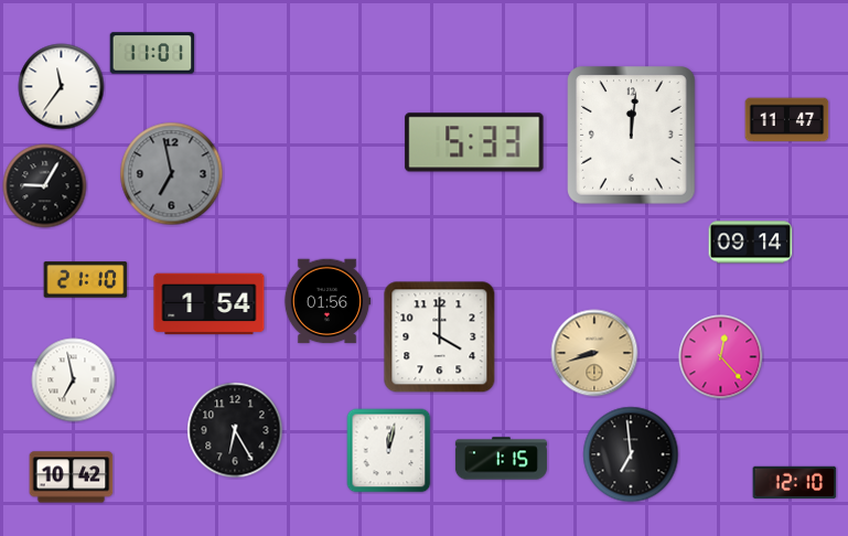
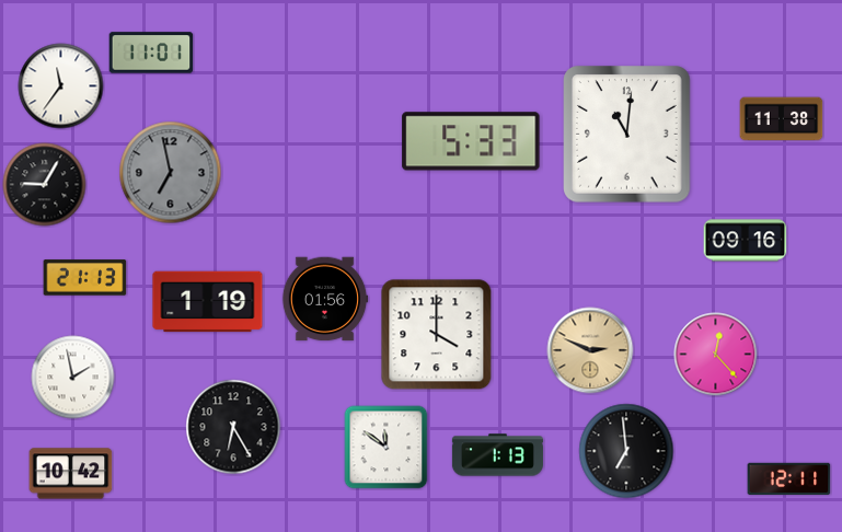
clock at (787, 120): 11:47 -> 11:38
clock at (632, 136): 12:01 -> 11:01
clock at (751, 243): 09:14 -> 09:16
clock at (86, 280): 21:10 -> 21:13
clock at (210, 304): 1:54 -> 1:19
clock at (594, 353): 8:42 -> 2:49
clock at (74, 380): 6:58 -> 1:58
clock at (389, 451): 12:02 -> 11:51
clock at (501, 459): 1:15 -> 1:13
clock at (795, 482): 12:10 -> 12:11
